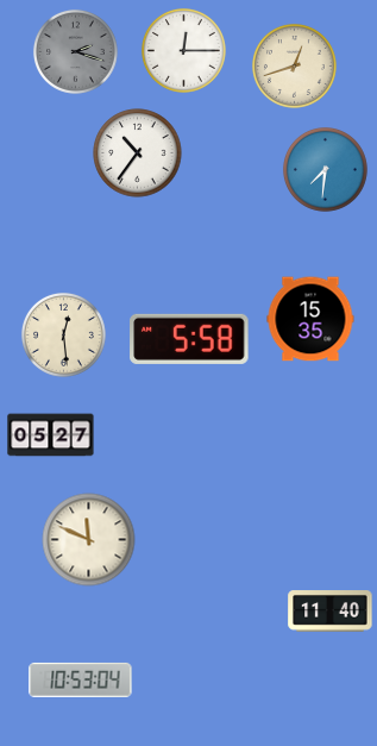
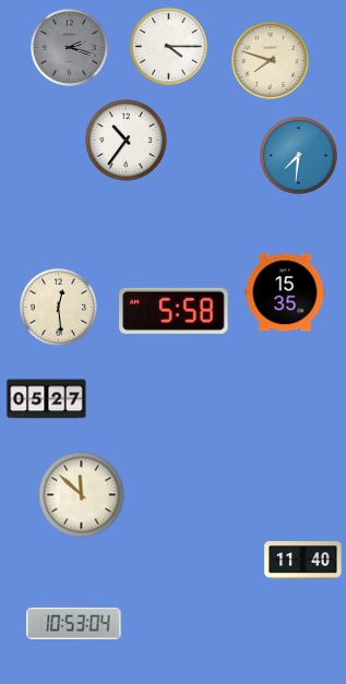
clock at (183, 50): 12:15 -> 4:15
clock at (294, 65): 12:42 -> 7:48
clock at (89, 540): 11:49 -> 11:52
